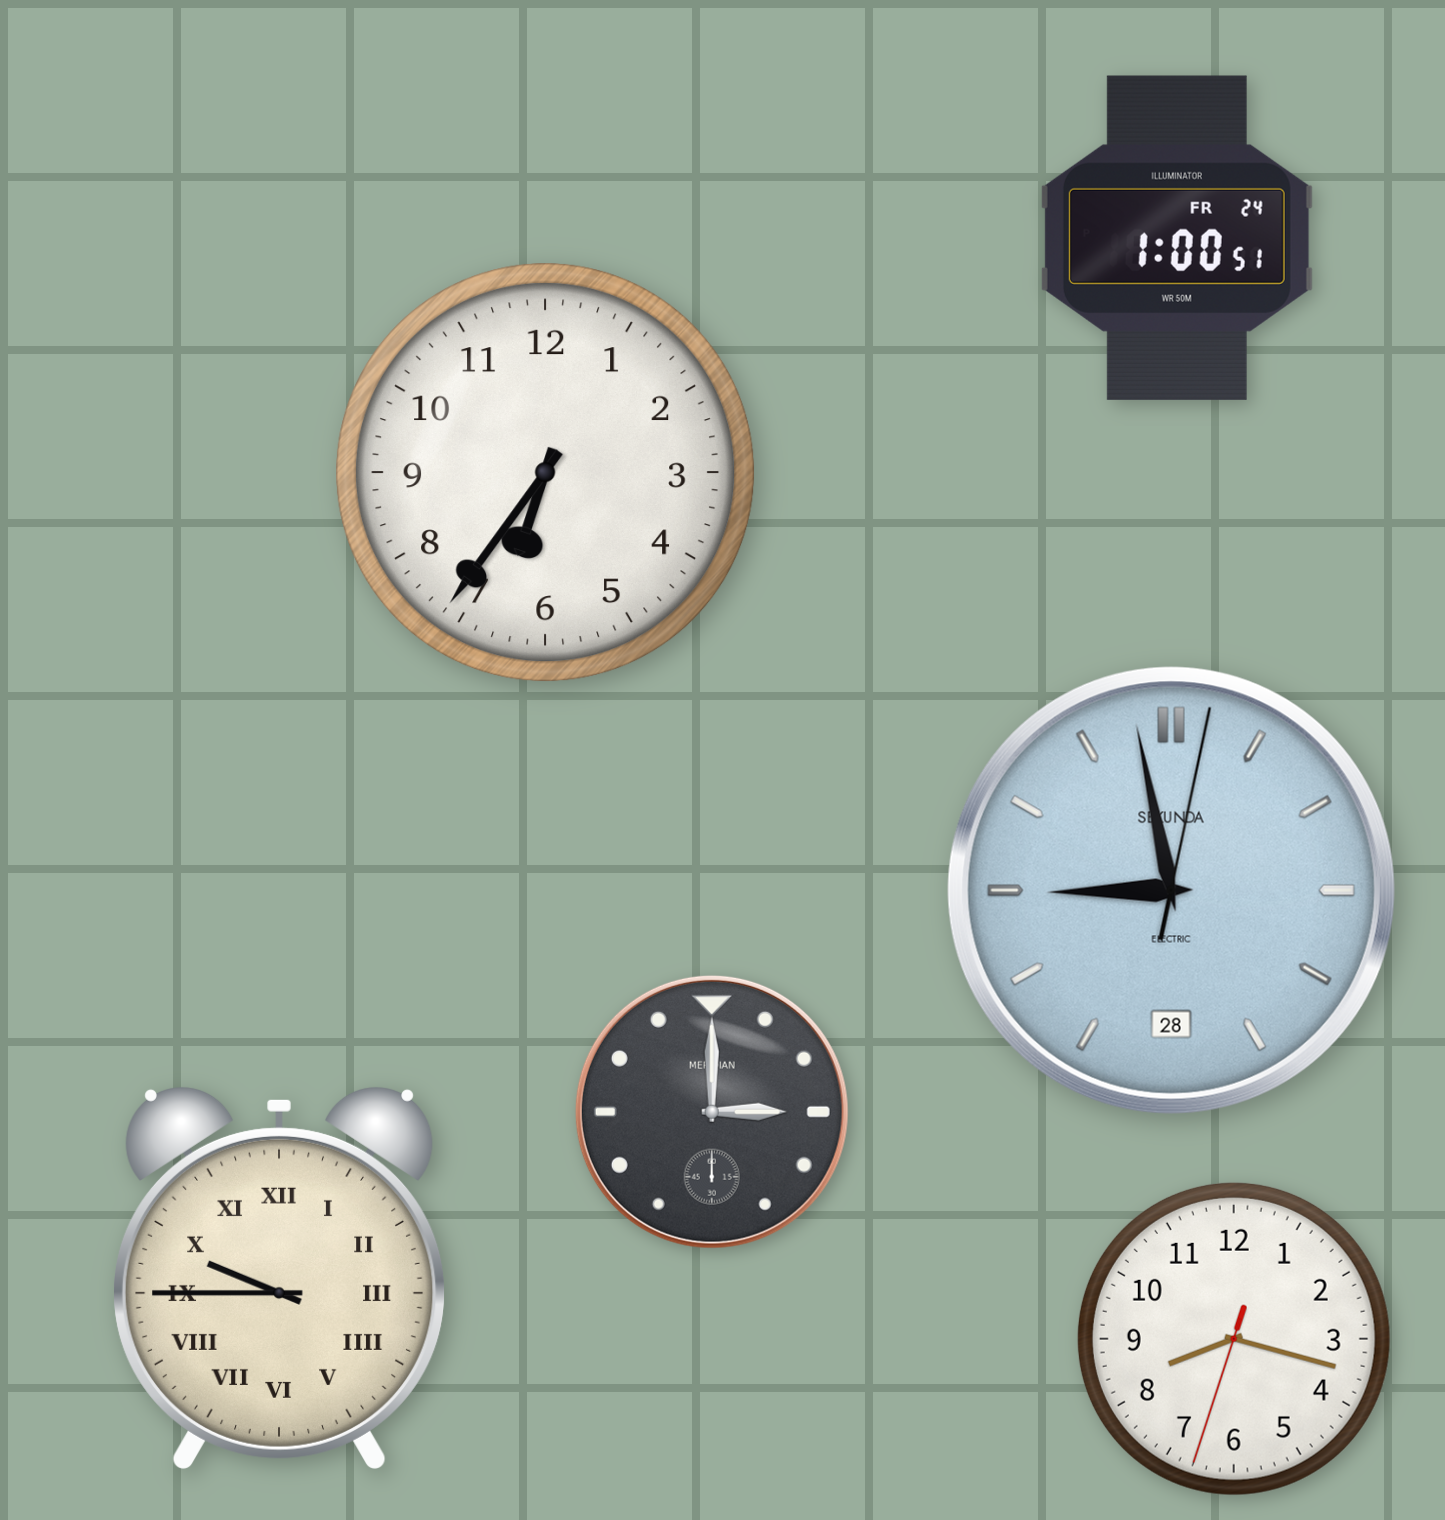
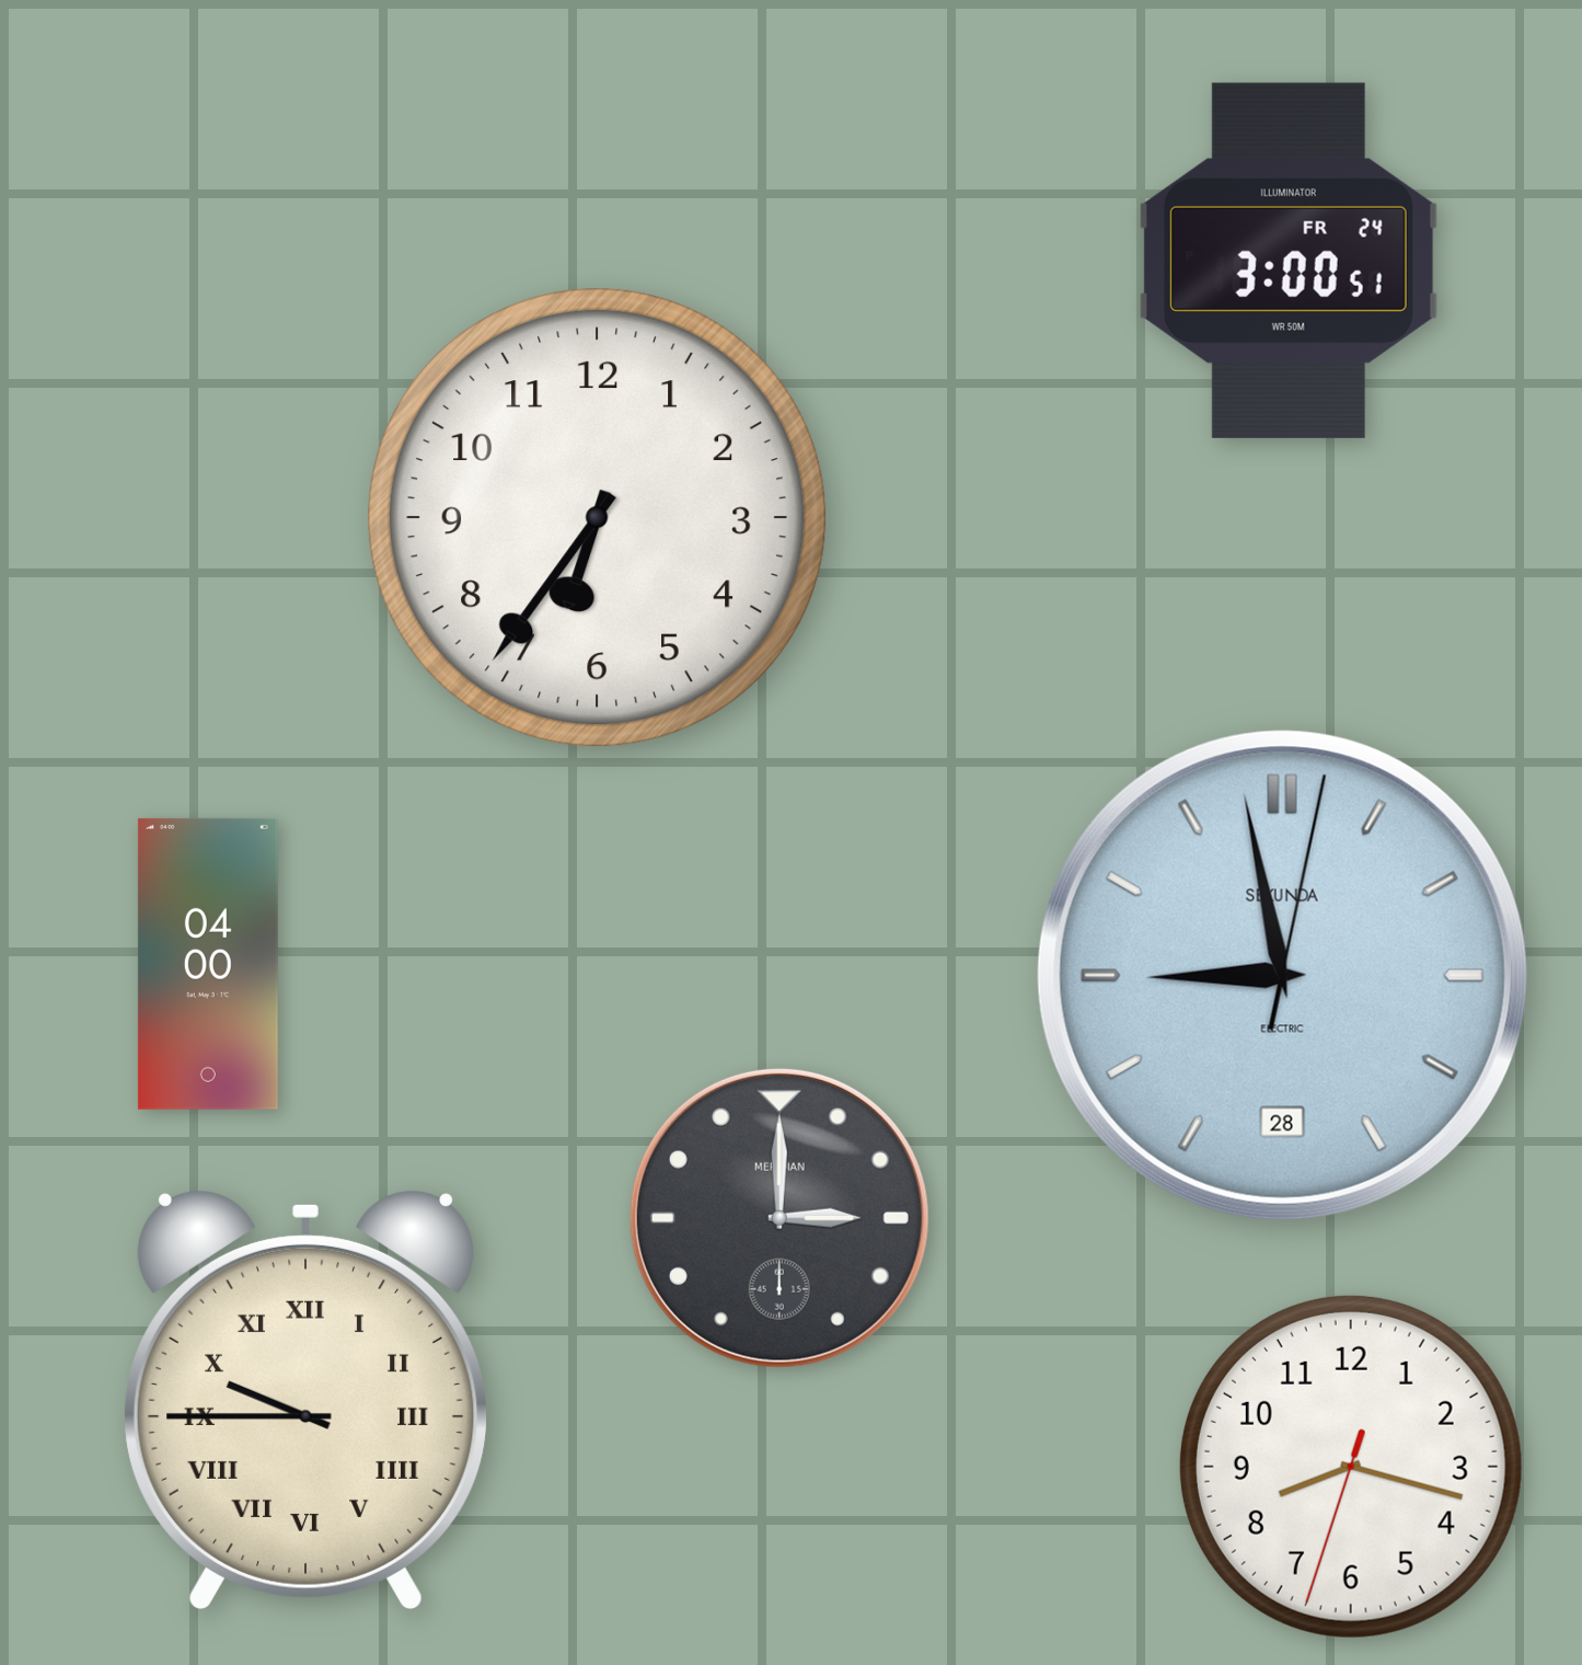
clock at (1177, 238): 1:00 -> 3:00
clock at (208, 964): none -> 04:00
